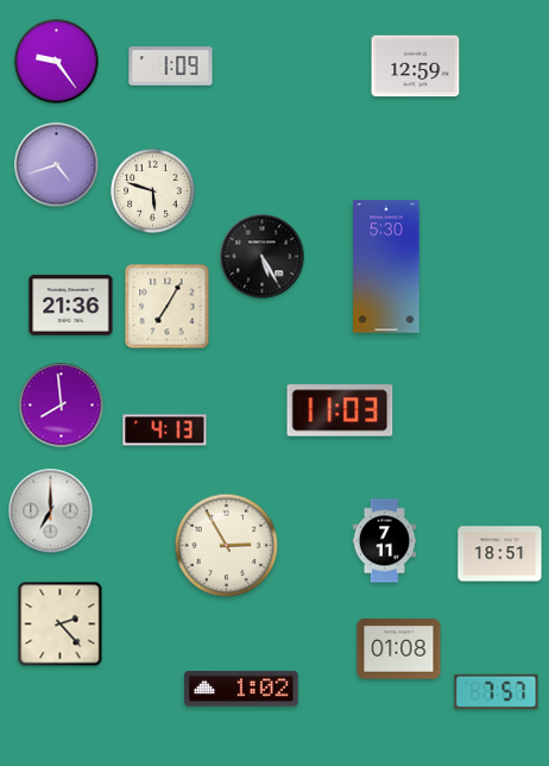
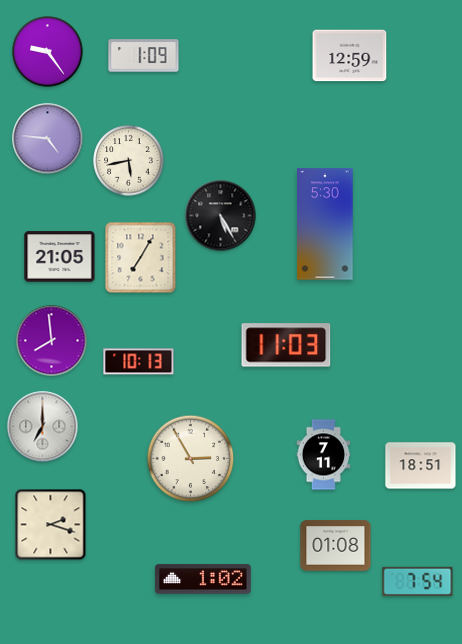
clock at (57, 165): 4:42 -> 4:46
clock at (153, 191): 5:48 -> 5:43
clock at (71, 306): 21:36 -> 21:05
clock at (165, 431): 4:13 -> 10:13
clock at (51, 511) position: (51, 511) -> (43, 427)
clock at (61, 624): 2:23 -> 2:18
clock at (497, 691): 7:57 -> 7:54
